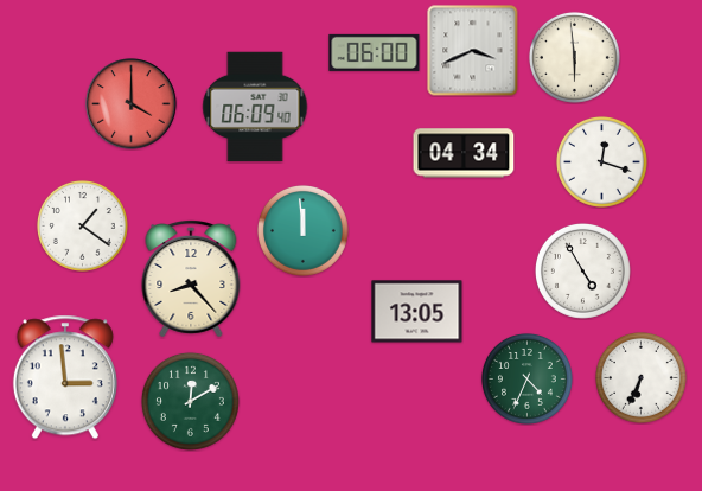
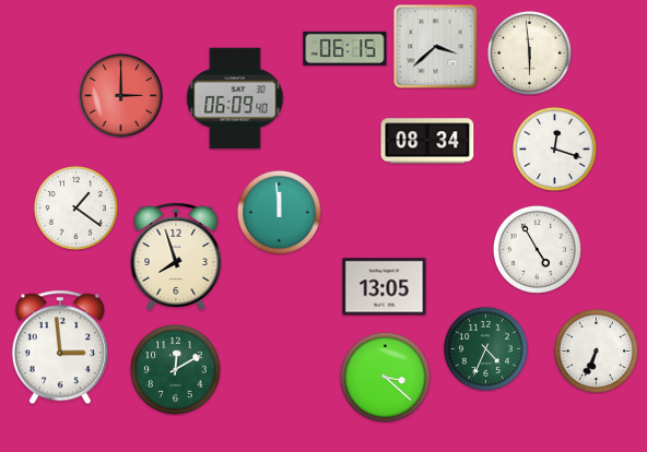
clock at (473, 51): 3:41 -> 3:38
clock at (375, 52): 06:00 -> 06:15
clock at (132, 104): 4:00 -> 3:00
clock at (464, 153): 04:34 -> 08:34
clock at (191, 280): 8:23 -> 7:57
clock at (640, 377) position: (640, 377) -> (596, 350)
clock at (385, 377): none -> 3:22
